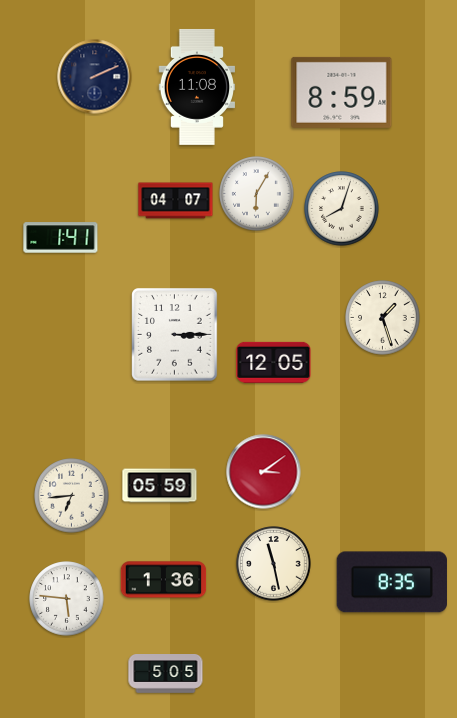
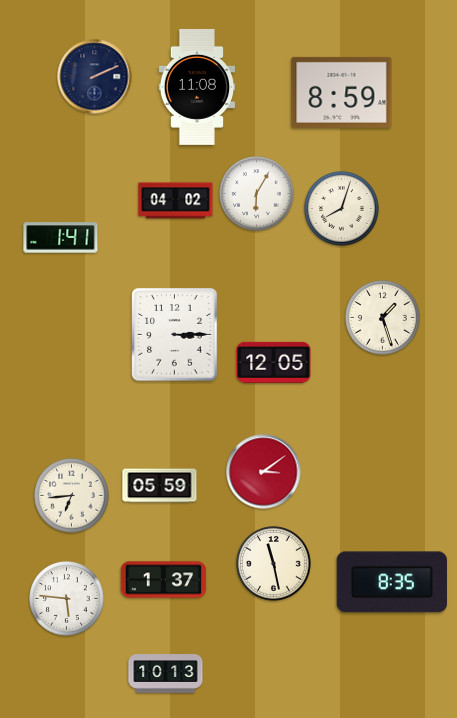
clock at (176, 201): 04:07 -> 04:02
clock at (164, 580): 1:36 -> 1:37
clock at (166, 674): 5:05 -> 10:13
